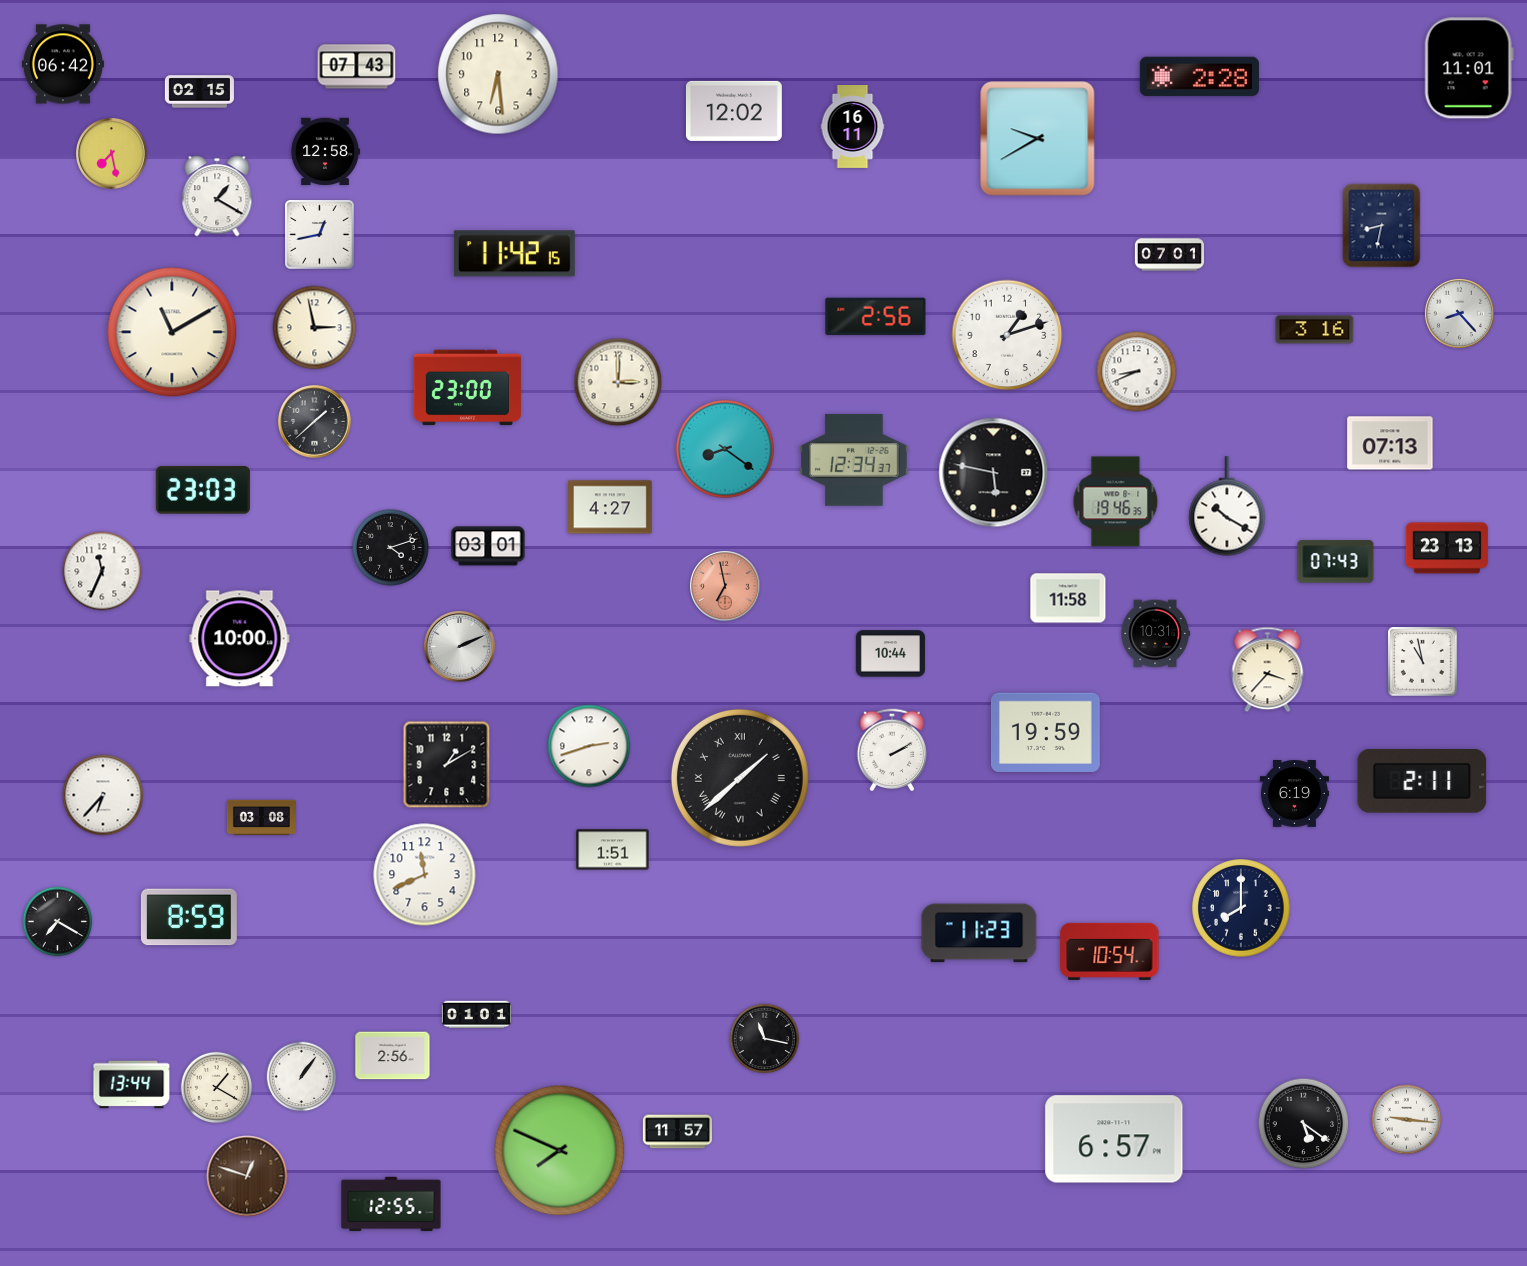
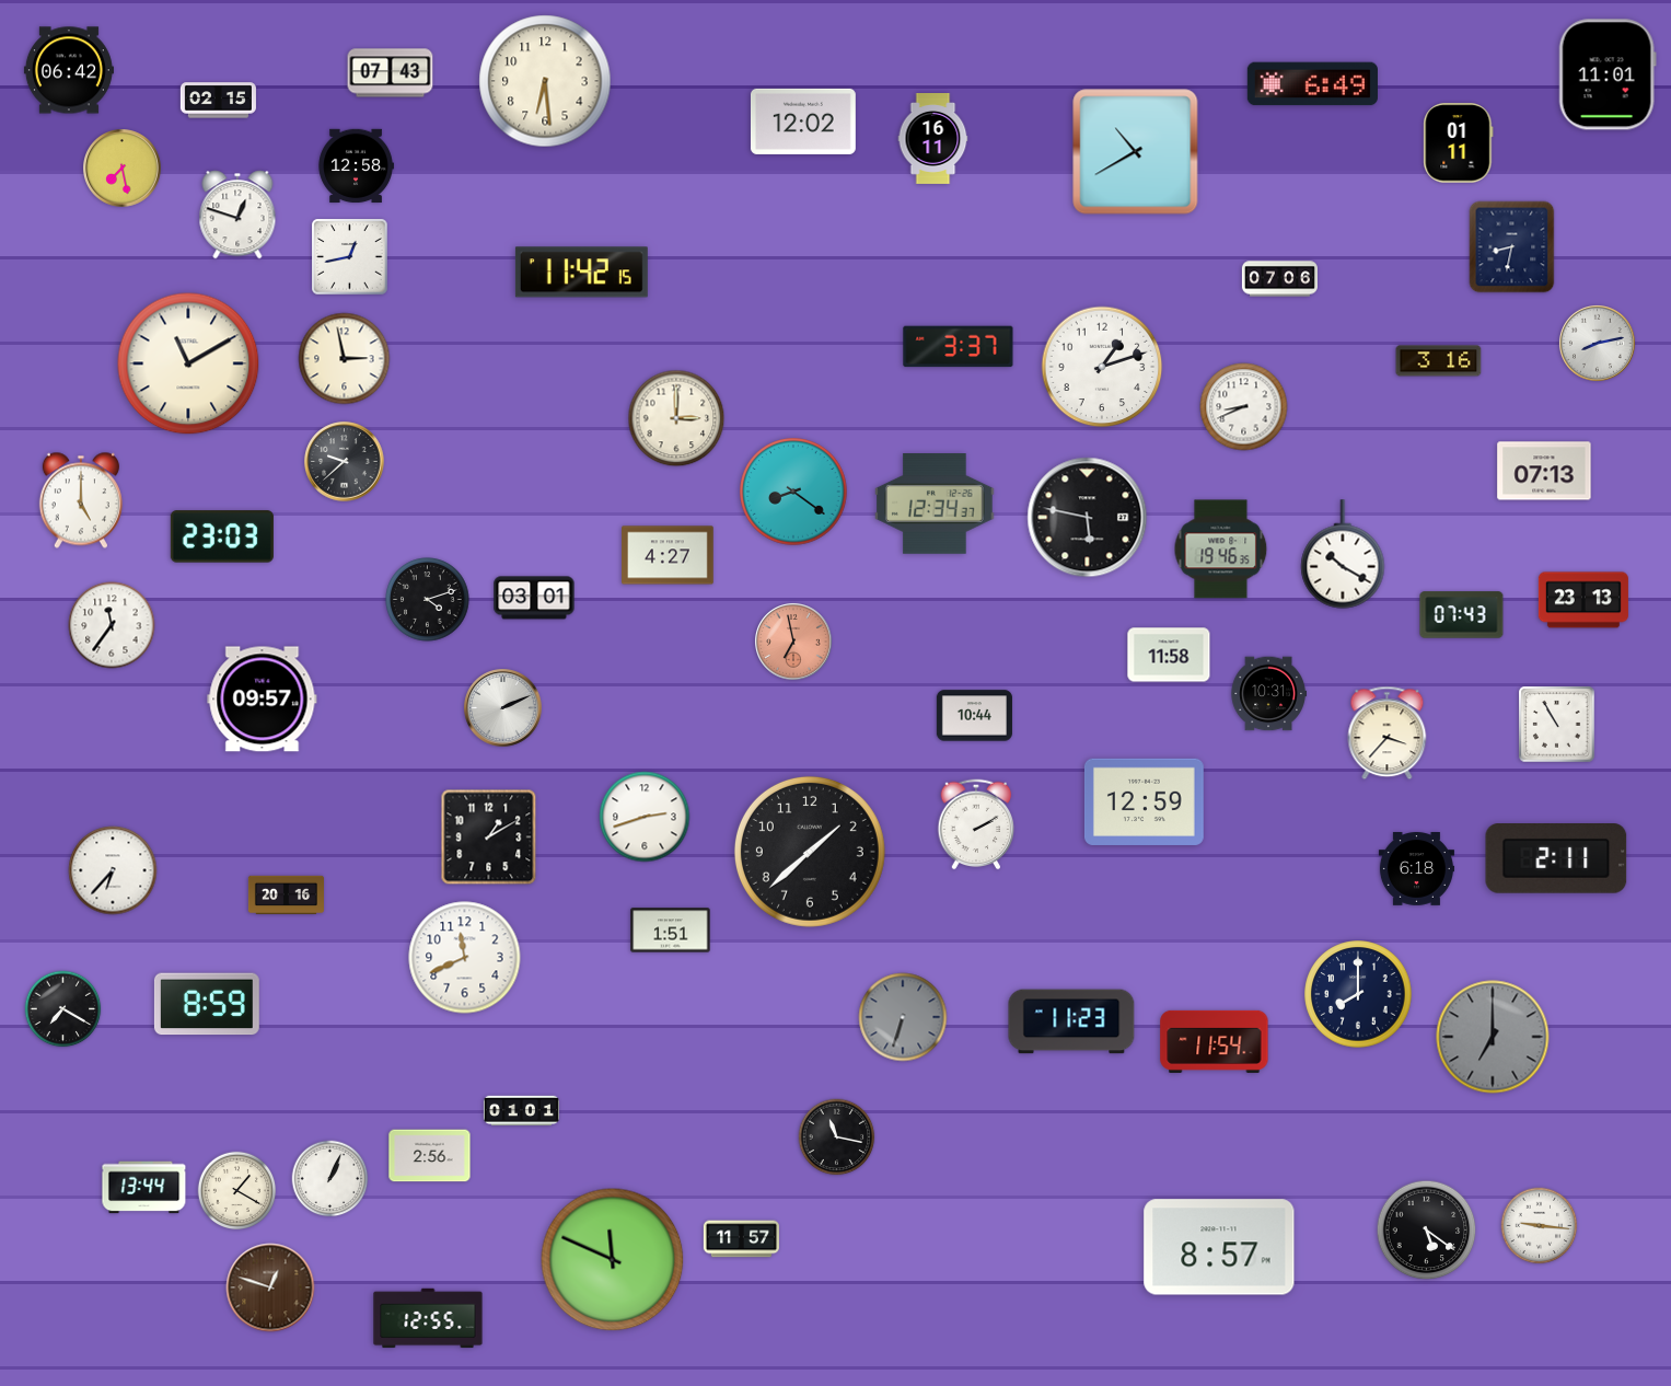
clock at (1199, 77): 2:28 -> 6:49
clock at (1459, 143): none -> 01:11
clock at (1038, 139): 9:40 -> 10:40
clock at (217, 196): 1:20 -> 12:48
clock at (514, 254) position: (514, 254) -> (581, 273)
clock at (1169, 255): 07:01 -> 07:06
clock at (1459, 313): 8:23 -> 8:13
clock at (876, 317): 2:56 -> 3:37
clock at (467, 388): 23:00 -> none
clock at (315, 422): 1:38 -> 9:38
clock at (1390, 443) position: (1390, 443) -> (1544, 471)
clock at (81, 500): none -> 5:00
clock at (102, 571): 11:34 -> 11:36
clock at (1155, 634) position: (1155, 634) -> (1268, 694)
clock at (240, 639): 10:00 -> 09:57
clock at (1423, 662): 10:58 -> 10:55
clock at (1045, 732): 19:59 -> 12:59
clock at (892, 750) position: (892, 750) -> (976, 824)
clock at (740, 778) numerals: Roman -> Arabic
clock at (1422, 782) position: (1422, 782) -> (1556, 859)
clock at (1294, 794): 6:19 -> 6:18
clock at (261, 818): 03:08 -> 20:16
clock at (903, 1017): none -> 6:33
clock at (1493, 1037): none -> 7:00
clock at (1110, 951): 10:54 -> 11:54
clock at (302, 1077): 1:06 -> 1:04
clock at (1114, 1139): 6:57 -> 8:57
clock at (560, 1151): 7:49 -> 11:49
